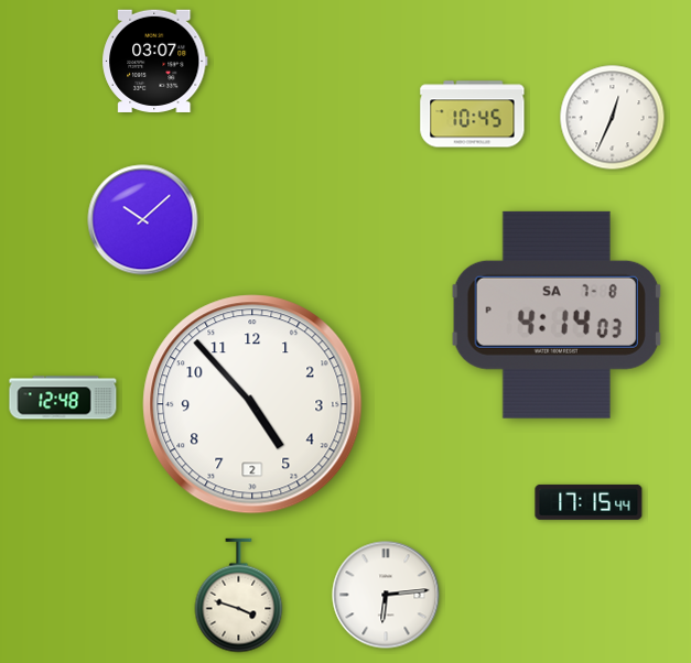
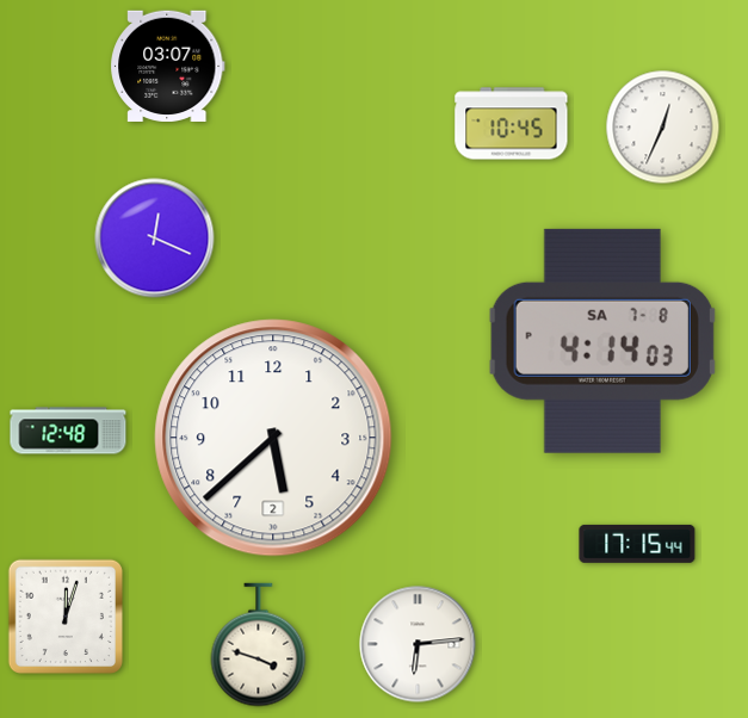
clock at (143, 220): 10:08 -> 12:19
clock at (252, 404): 4:53 -> 5:38
clock at (64, 615): none -> 12:03
